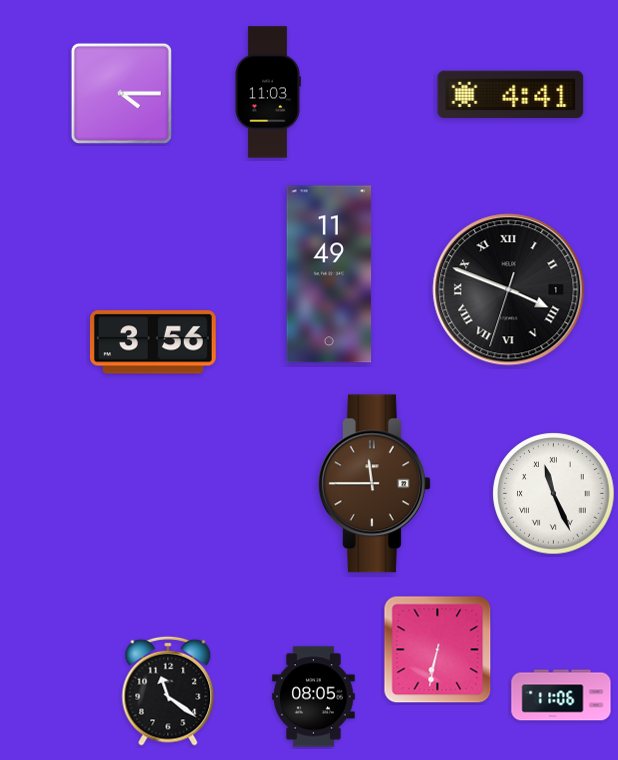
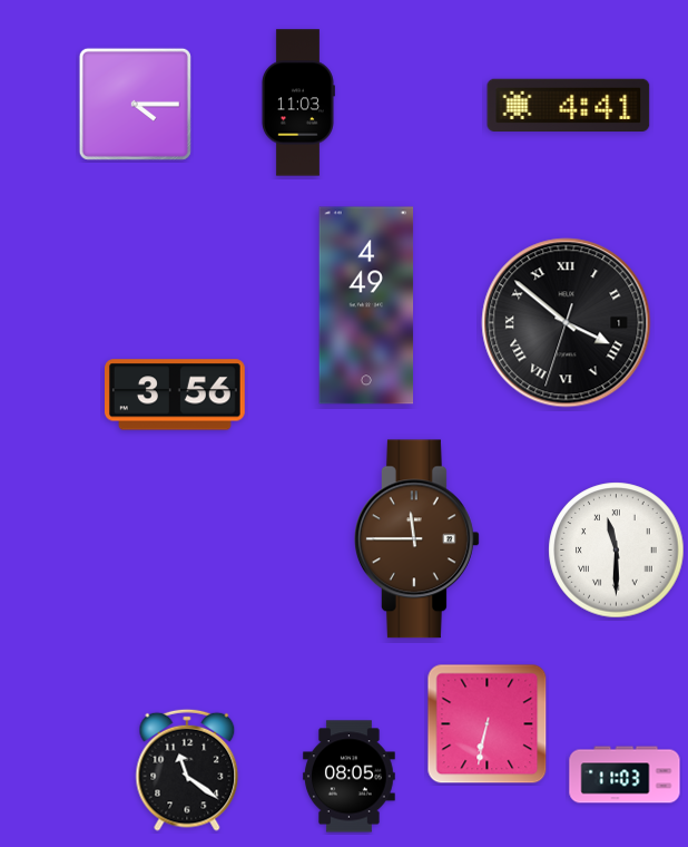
clock at (329, 274): 11:49 -> 4:49
clock at (509, 290): 3:48 -> 3:51
clock at (154, 342) position: (154, 342) -> (176, 395)
clock at (554, 494): 11:26 -> 11:30
clock at (561, 695): 11:06 -> 11:03
